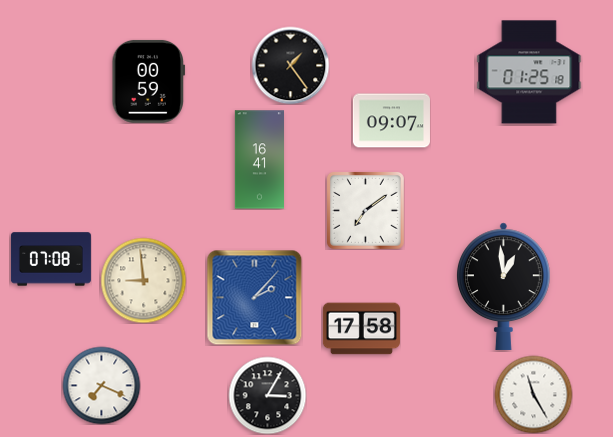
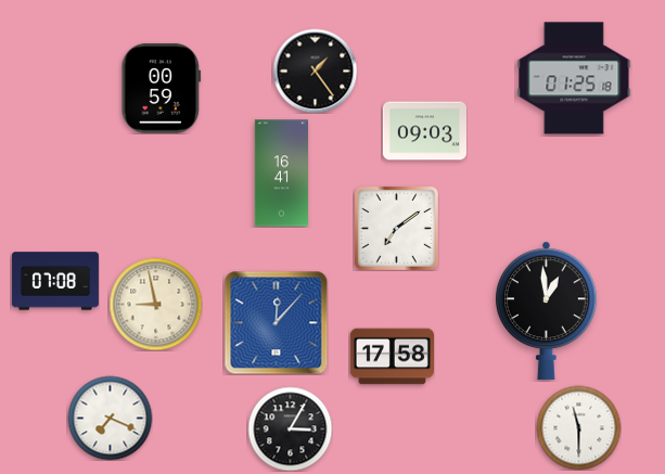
clock at (391, 121): 09:07 -> 09:03
clock at (143, 280): 8:59 -> 8:58
clock at (254, 297): 2:07 -> 12:07
clock at (533, 394): 11:25 -> 11:30
